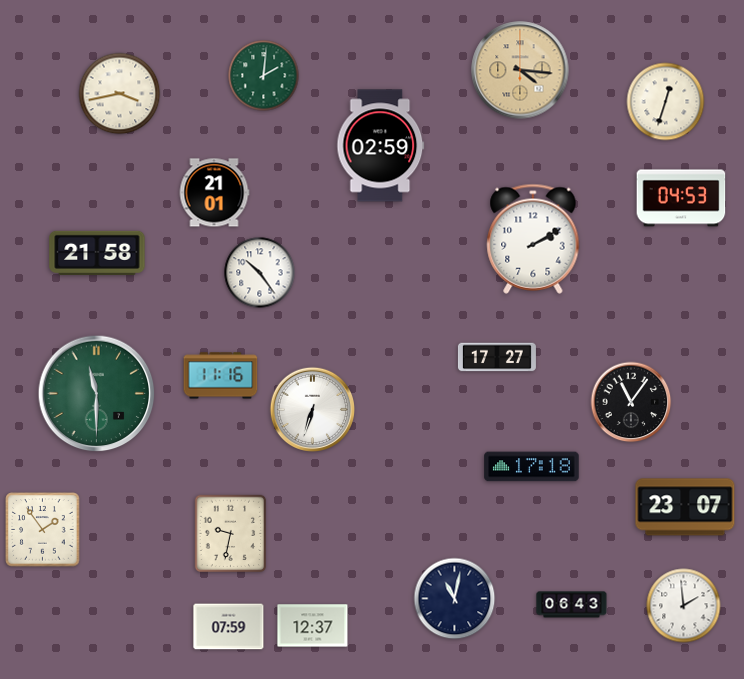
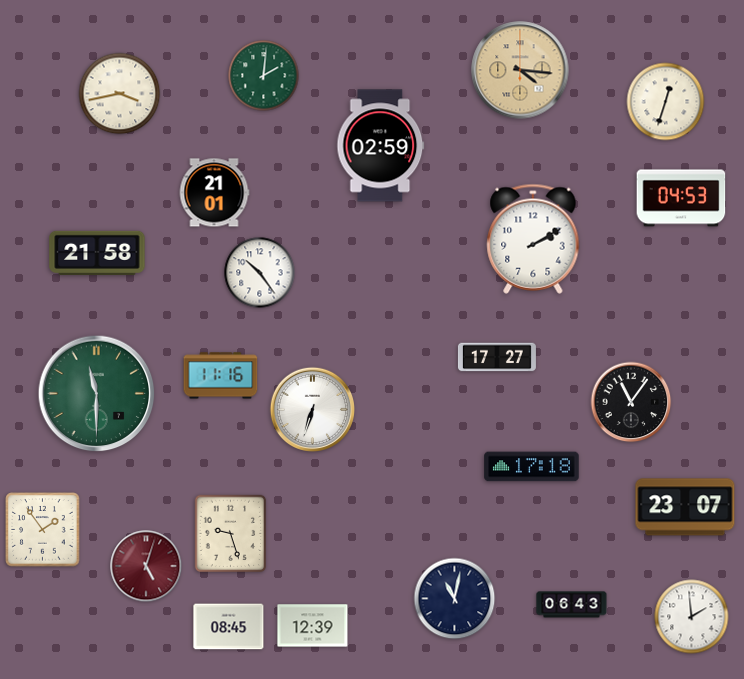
clock at (231, 534): 9:32 -> 9:27
clock at (146, 566): none -> 5:03
clock at (684, 606) position: (684, 606) -> (692, 617)
clock at (313, 626): 12:37 -> 12:39
clock at (229, 627): 07:59 -> 08:45
